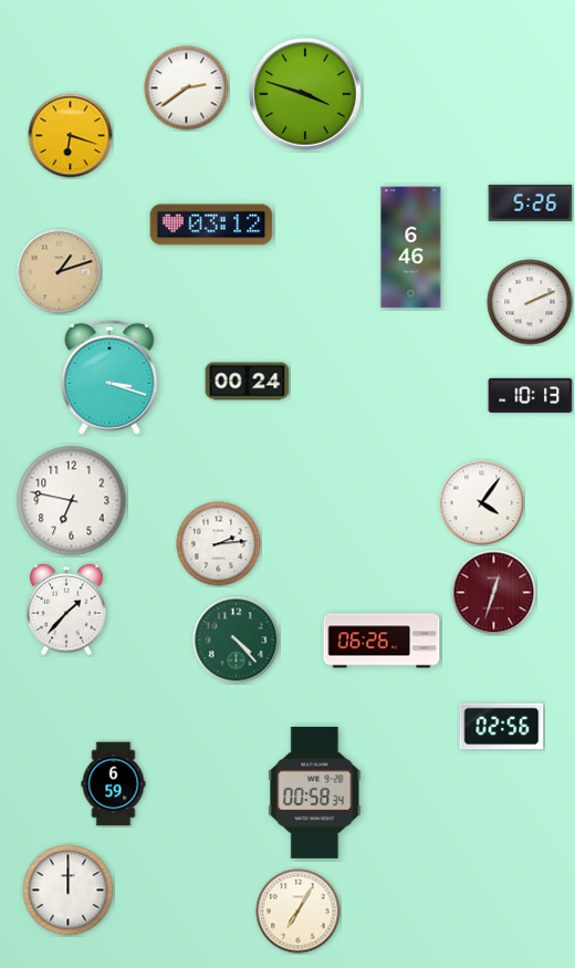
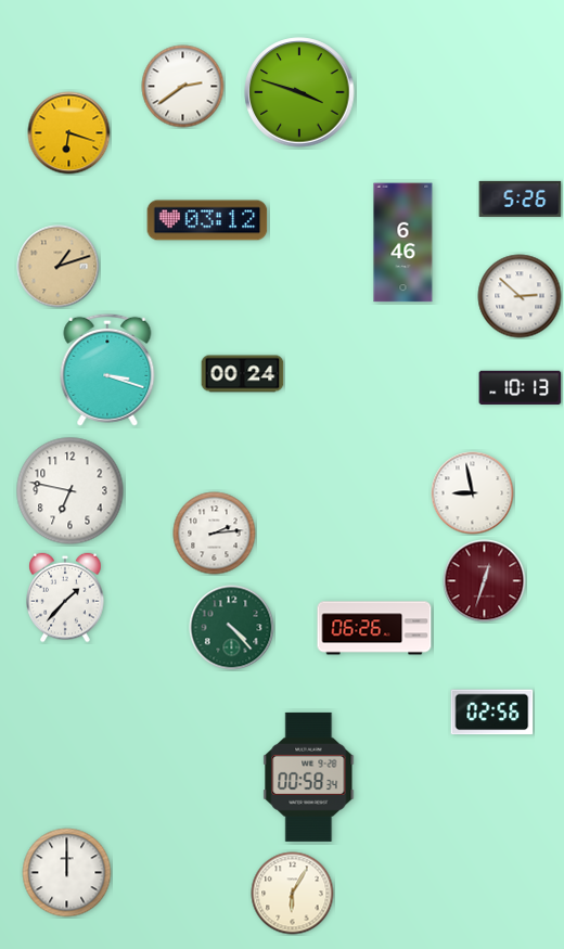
clock at (530, 302): 2:11 -> 2:52
clock at (482, 503): 4:06 -> 8:58
clock at (114, 784): 6:59 -> none
clock at (299, 912): 7:05 -> 6:05
